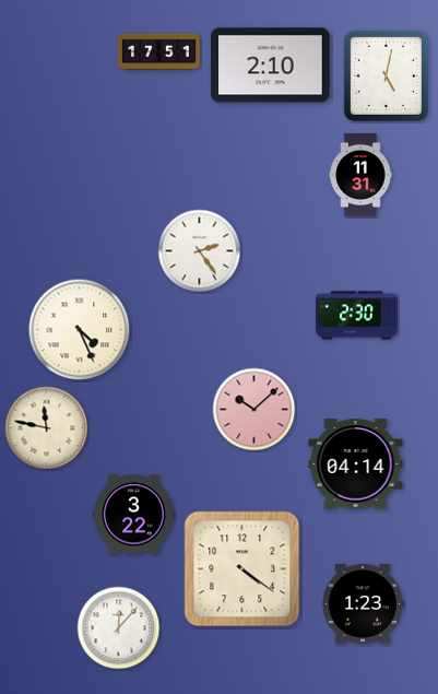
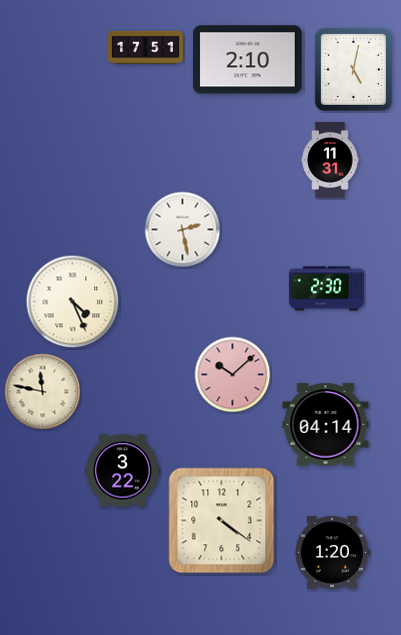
clock at (200, 251): 2:24 -> 2:28
clock at (363, 604): 1:23 -> 1:20
clock at (119, 628): 12:07 -> none
